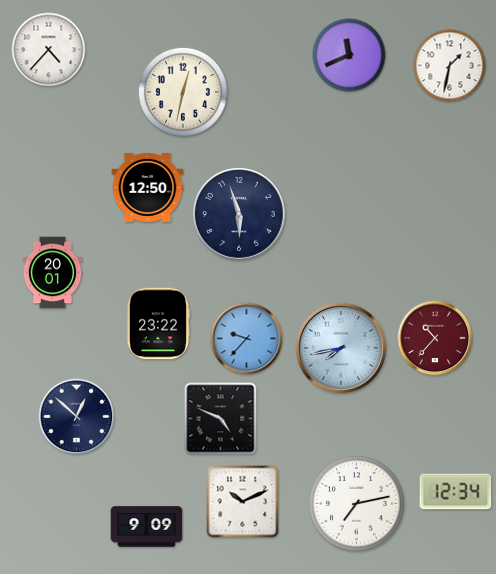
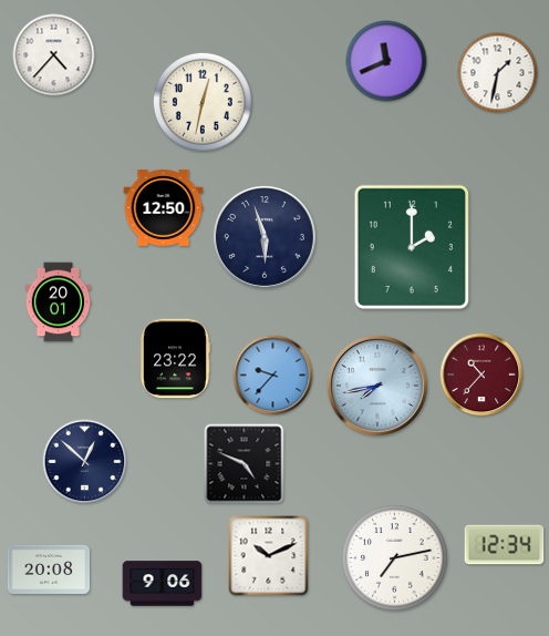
clock at (412, 247): none -> 2:00
clock at (49, 570): none -> 20:08
clock at (147, 527): 9:09 -> 9:06
